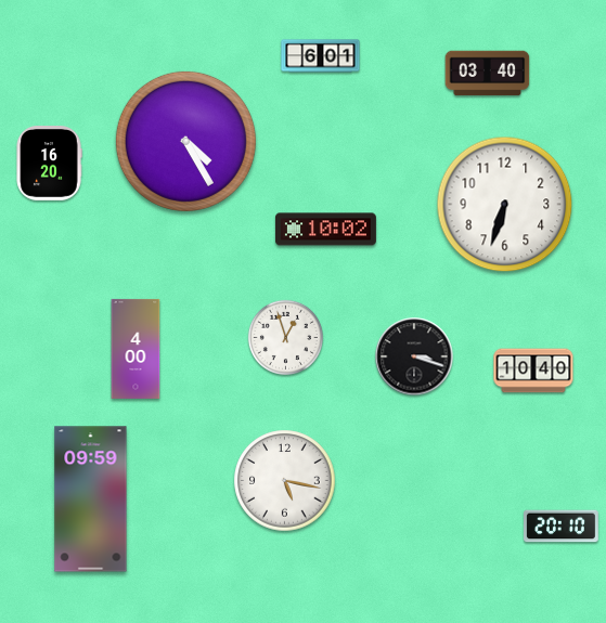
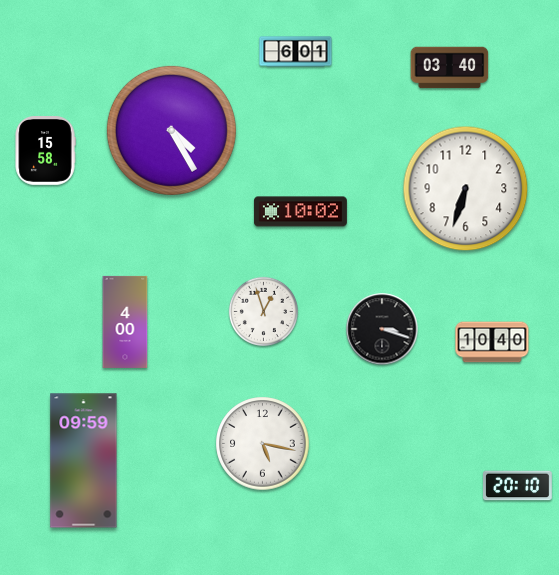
clock at (49, 164): 16:20 -> 15:58
